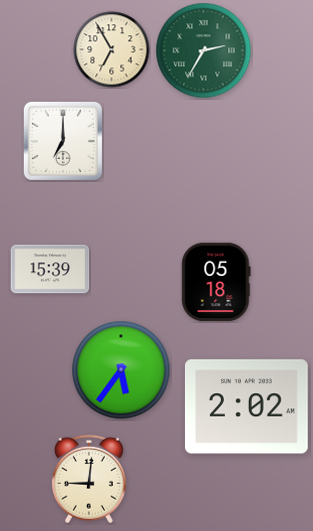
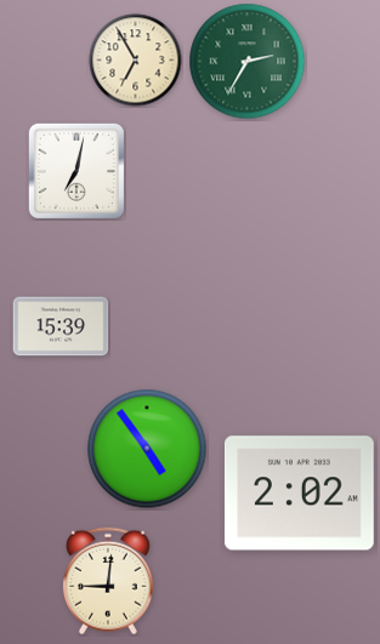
clock at (63, 141): 7:00 -> 7:02
clock at (216, 282): 05:18 -> none
clock at (121, 370): 5:36 -> 4:54
